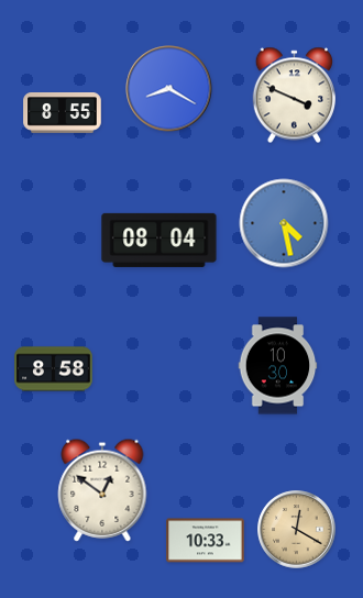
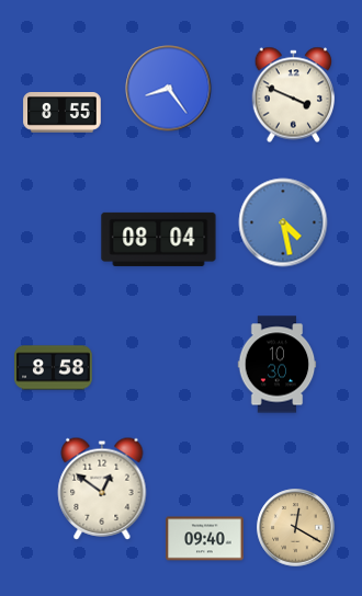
clock at (169, 89): 8:20 -> 8:24
clock at (206, 541): 10:33 -> 09:40
